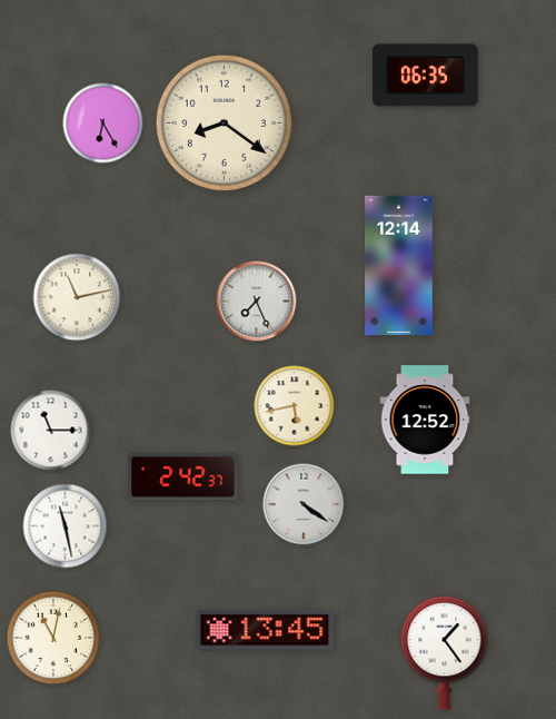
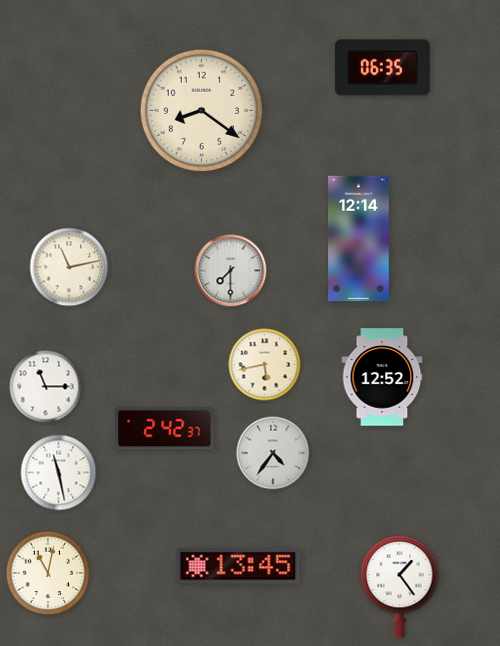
clock at (103, 124): 6:25 -> none
clock at (257, 302): 7:26 -> 7:30
clock at (304, 504): 4:21 -> 4:36
